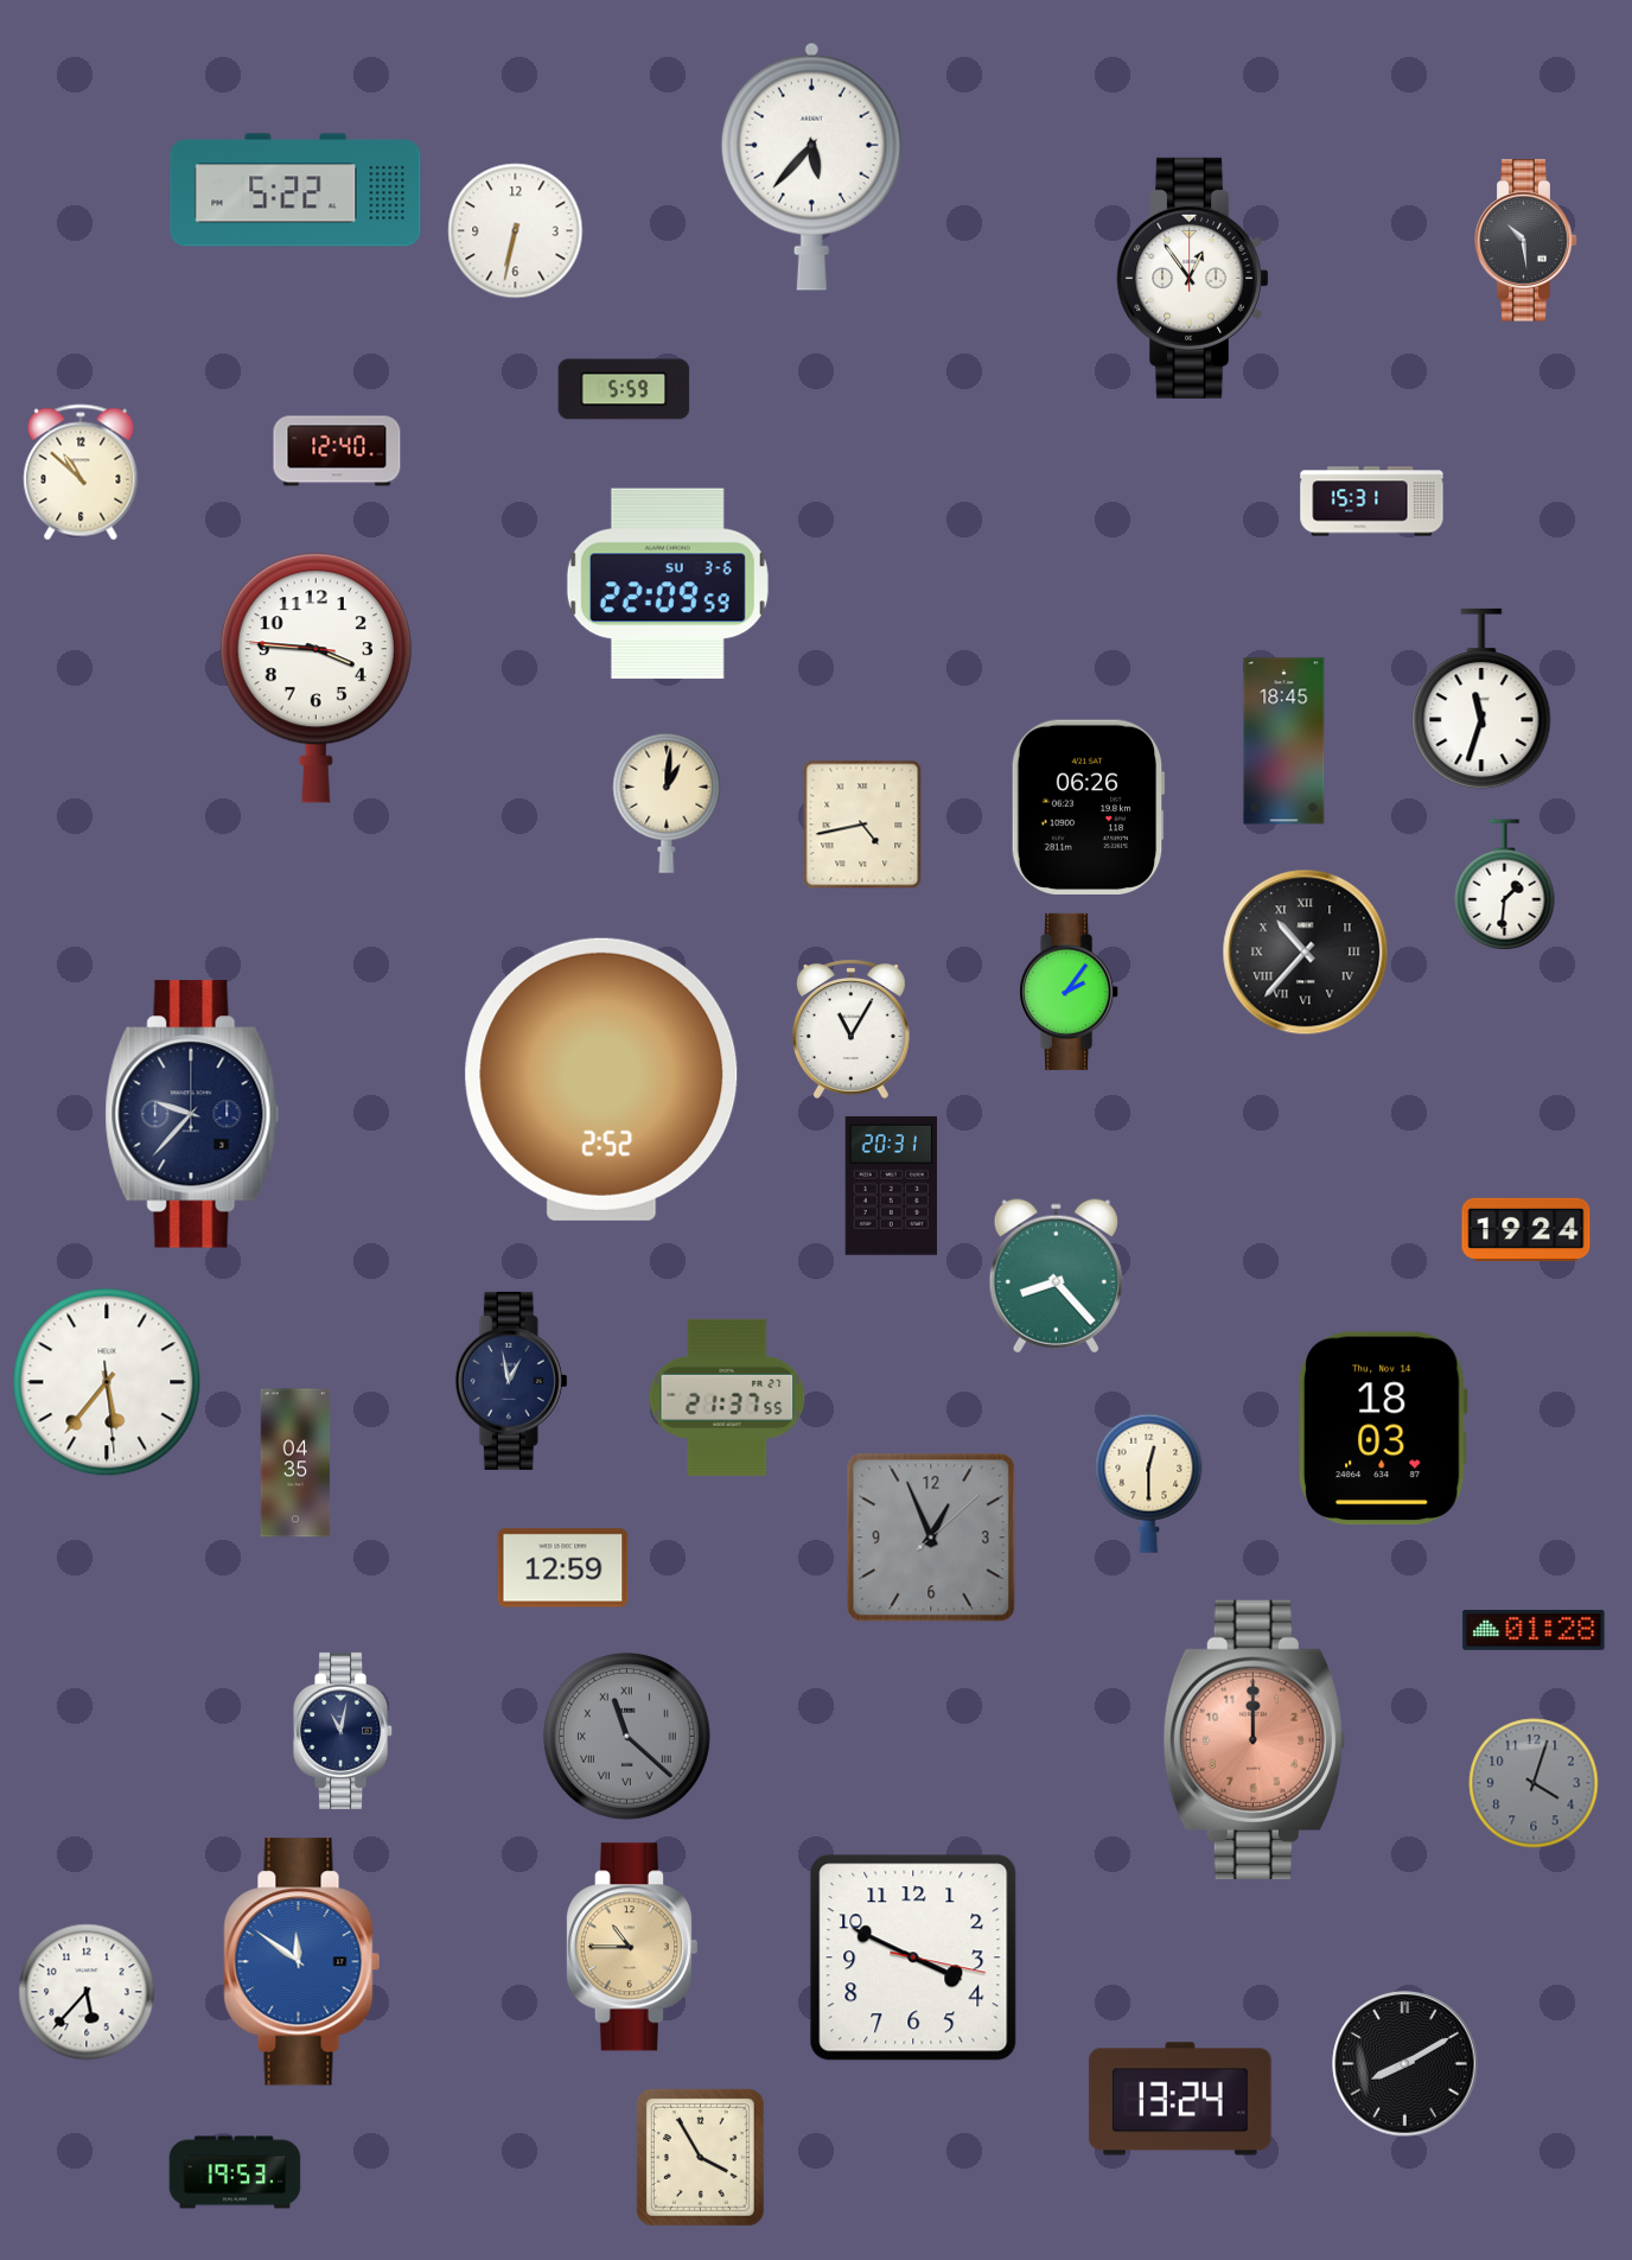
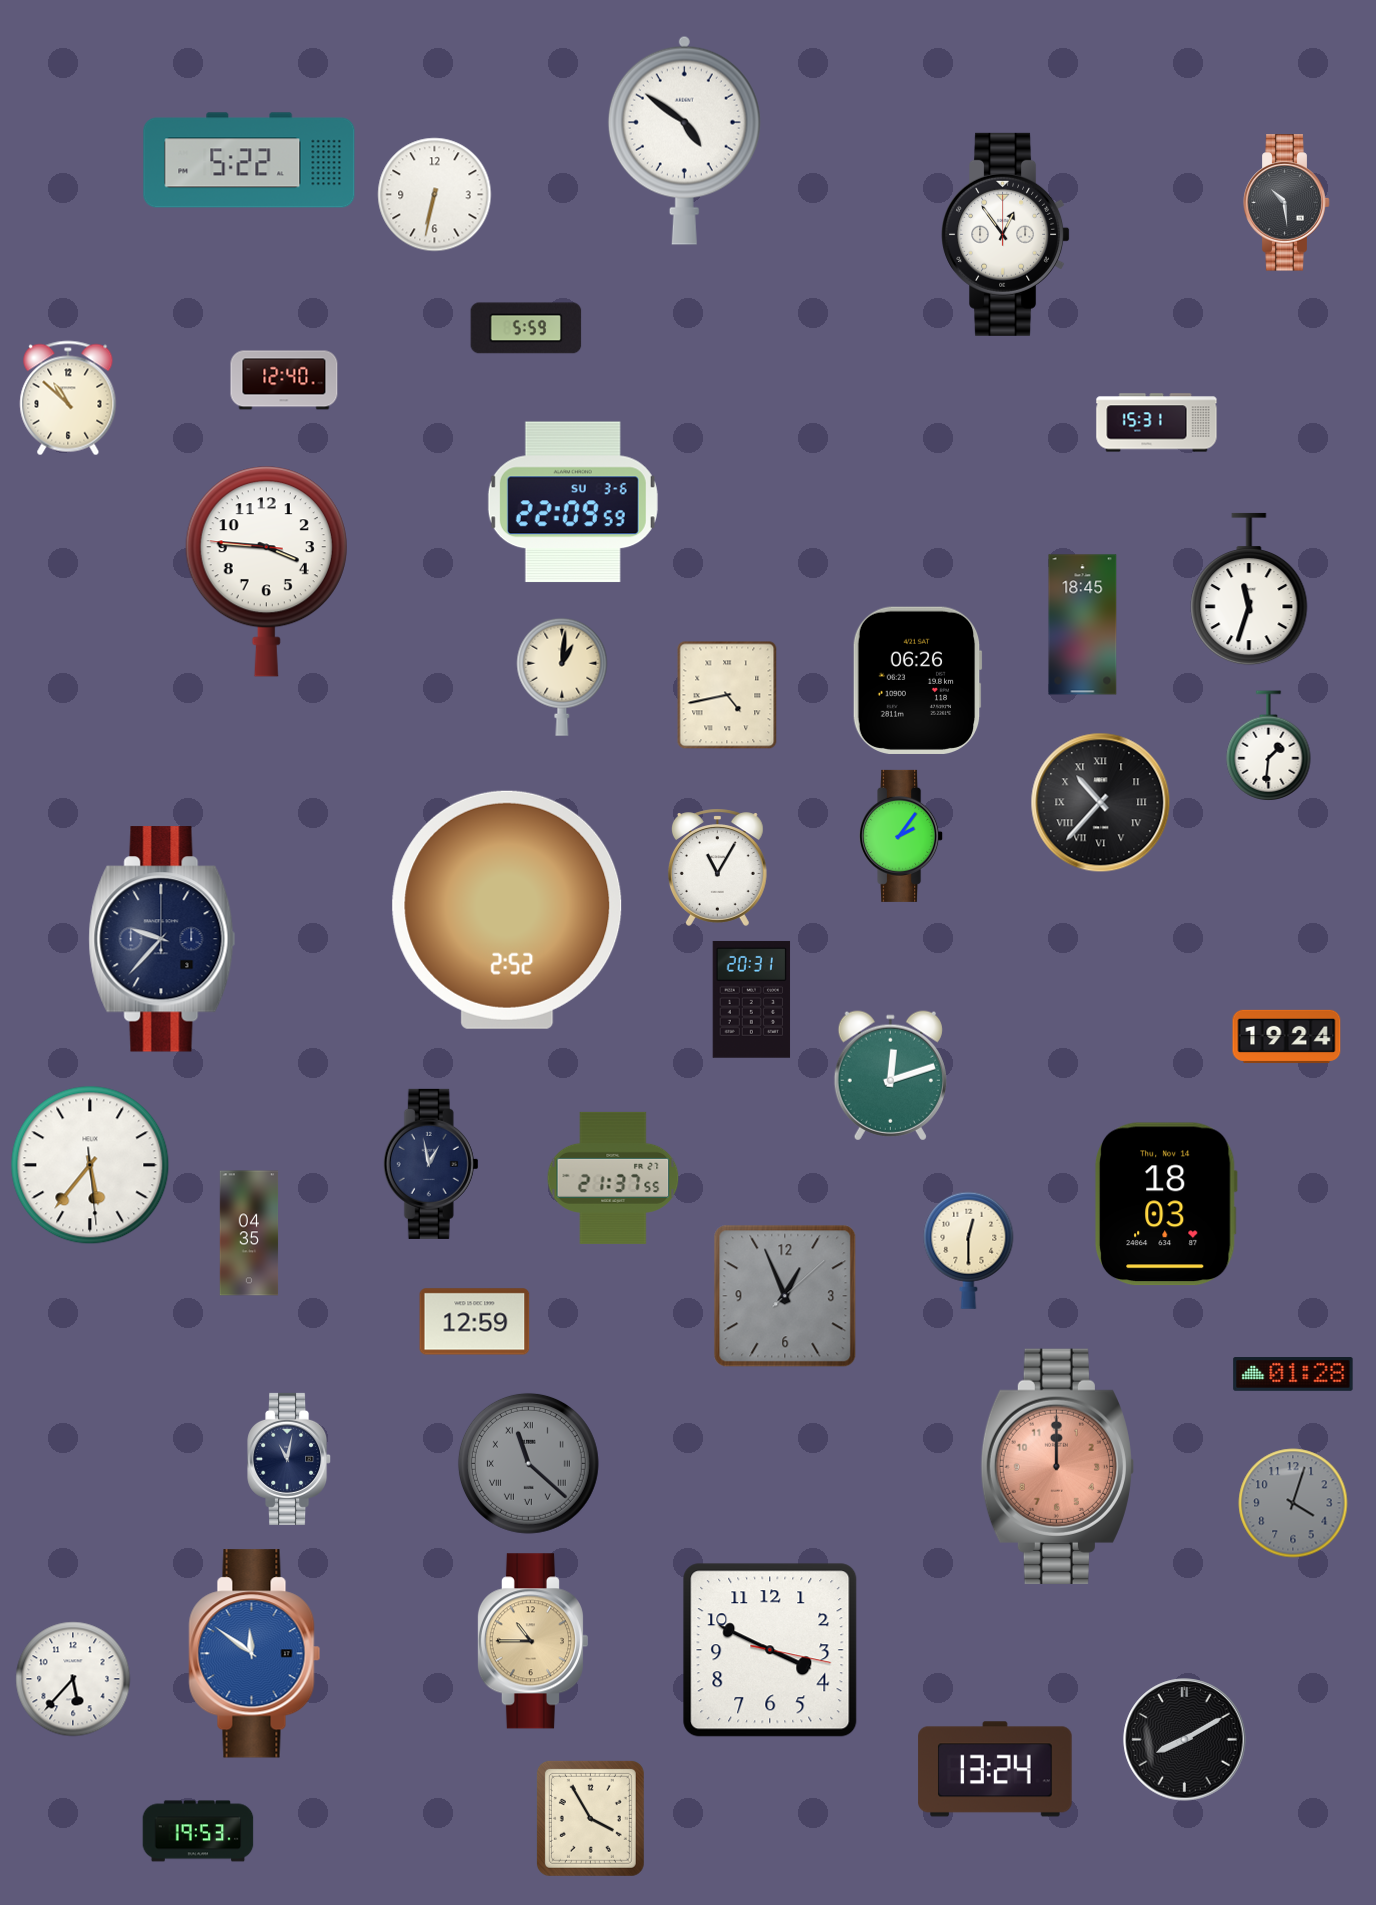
clock at (811, 166): 5:37 -> 4:51
clock at (668, 584) position: (668, 584) -> (573, 502)
clock at (1056, 1277): 8:23 -> 12:12
